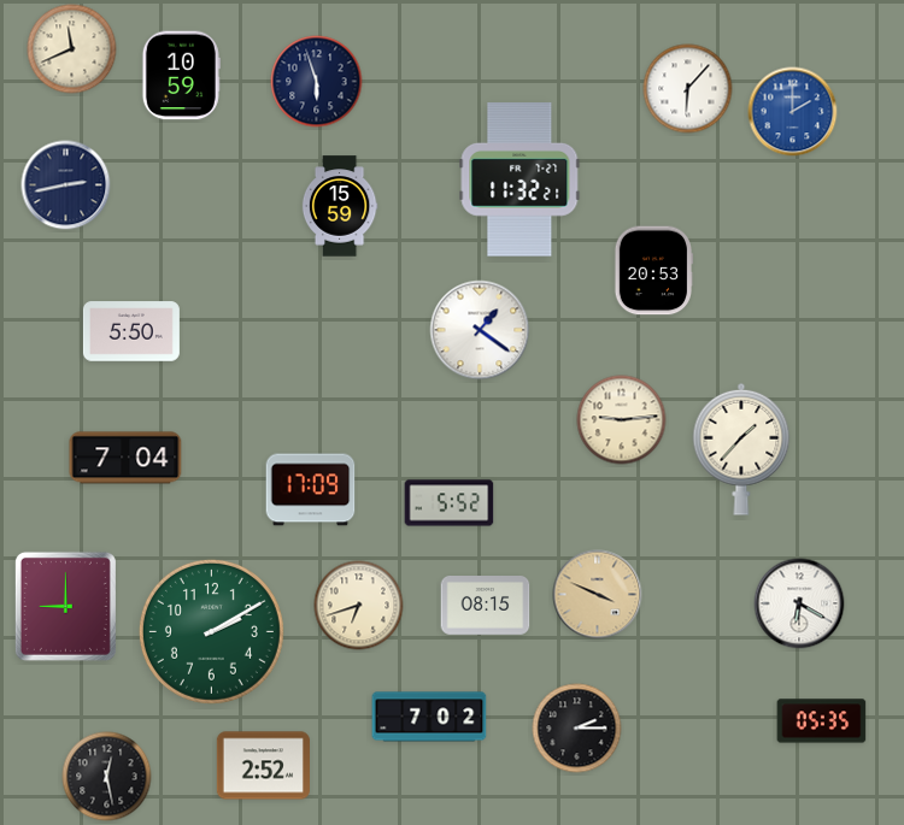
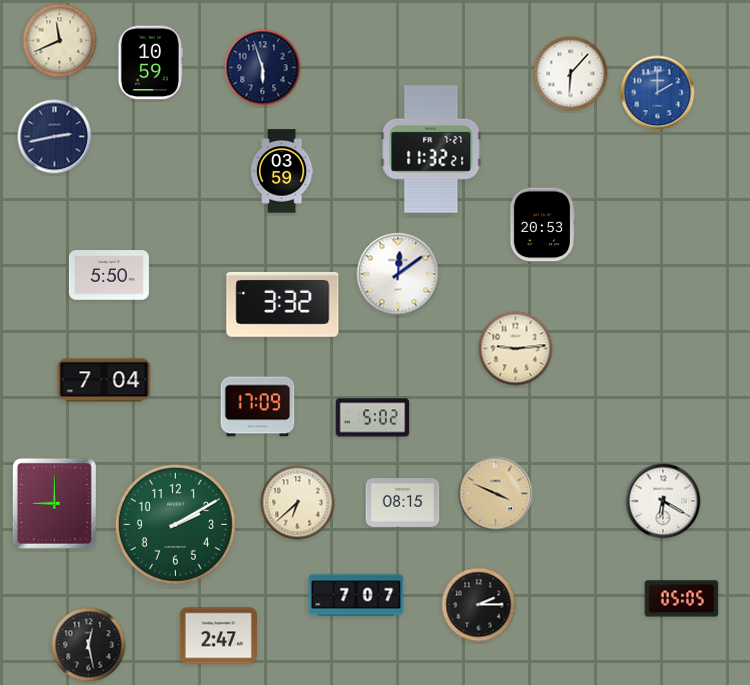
clock at (66, 185) position: (66, 185) -> (55, 137)
clock at (340, 206): 15:59 -> 03:59
clock at (480, 330): 1:21 -> 12:09
clock at (283, 304): none -> 3:32
clock at (741, 449): 1:37 -> none
clock at (450, 503): 5:52 -> 5:02
clock at (359, 606): 6:42 -> 6:38
clock at (429, 717): 7:02 -> 7:07
clock at (822, 721): 05:35 -> 05:05
clock at (263, 766): 2:52 -> 2:47
